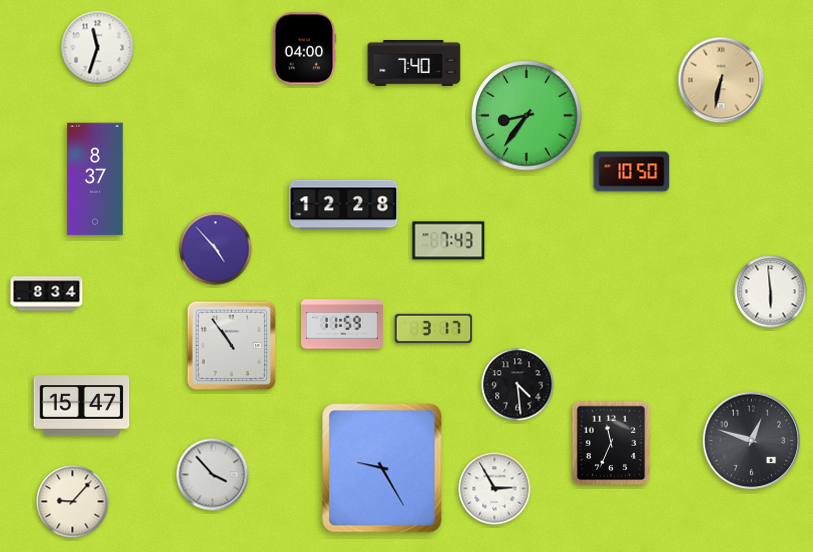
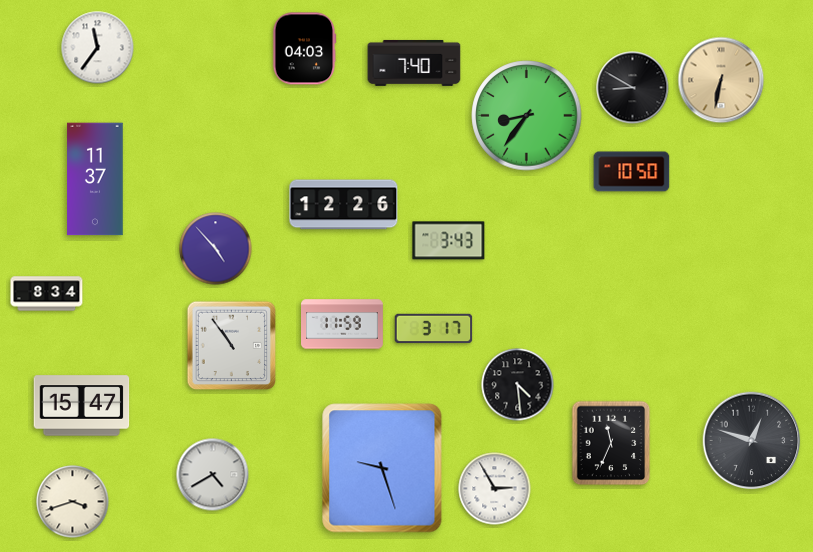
clock at (98, 48): 11:33 -> 11:36
clock at (304, 49): 04:00 -> 04:03
clock at (633, 88): none -> 8:50
clock at (95, 179): 8:37 -> 11:37
clock at (344, 205): 12:28 -> 12:26
clock at (449, 241): 7:43 -> 3:43
clock at (771, 292): 5:59 -> none
clock at (382, 468): 9:25 -> 9:27
clock at (213, 475): 3:53 -> 4:40
clock at (73, 502): 9:07 -> 3:42
